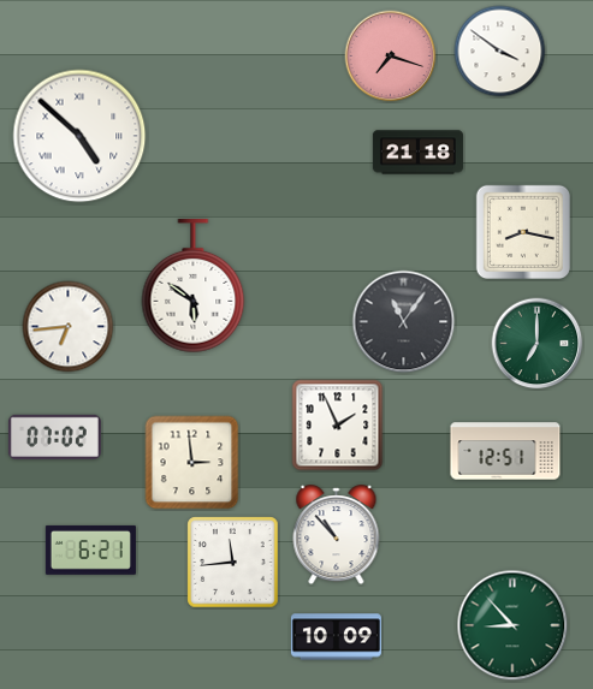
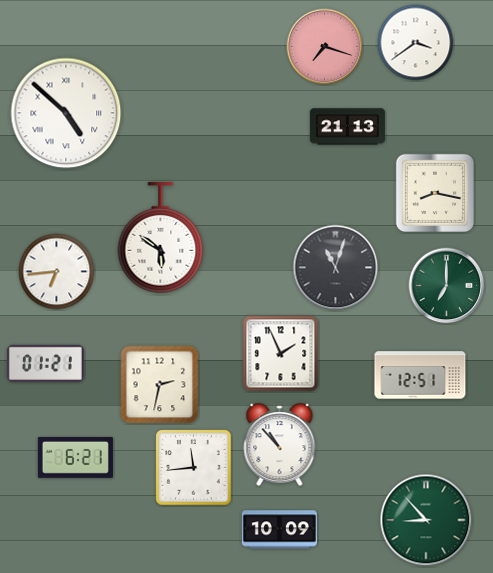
clock at (500, 52): 3:51 -> 3:39
clock at (417, 153): 21:18 -> 21:13
clock at (404, 322): 11:06 -> 11:03
clock at (54, 436): 07:02 -> 01:21
clock at (192, 463): 2:59 -> 2:32
